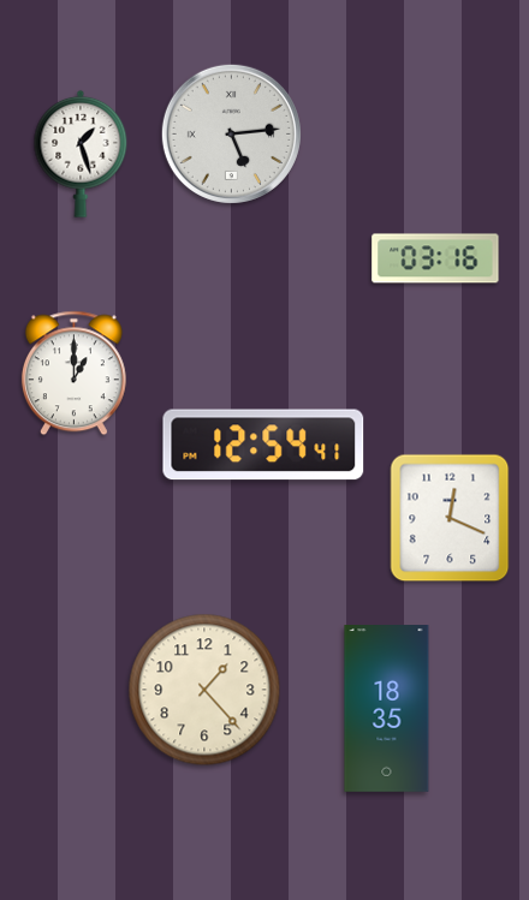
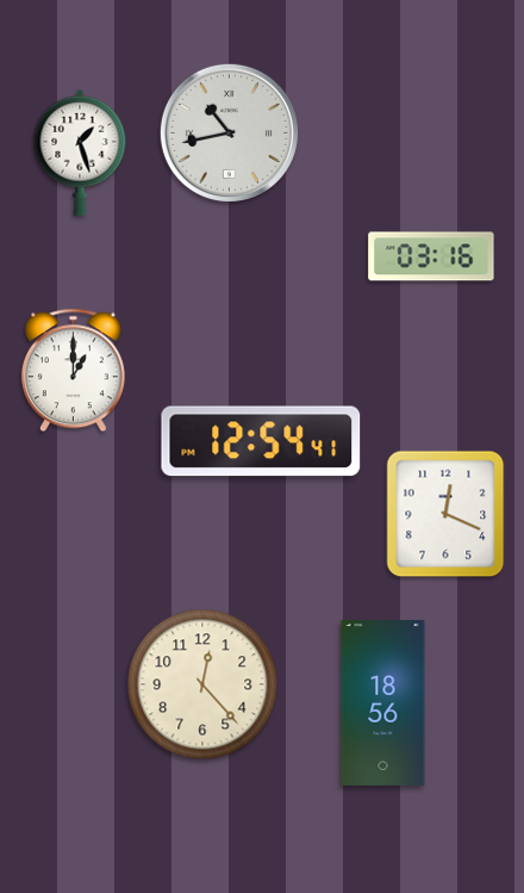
clock at (231, 133): 5:14 -> 10:43
clock at (204, 690): 1:23 -> 12:23
clock at (387, 709): 18:35 -> 18:56
